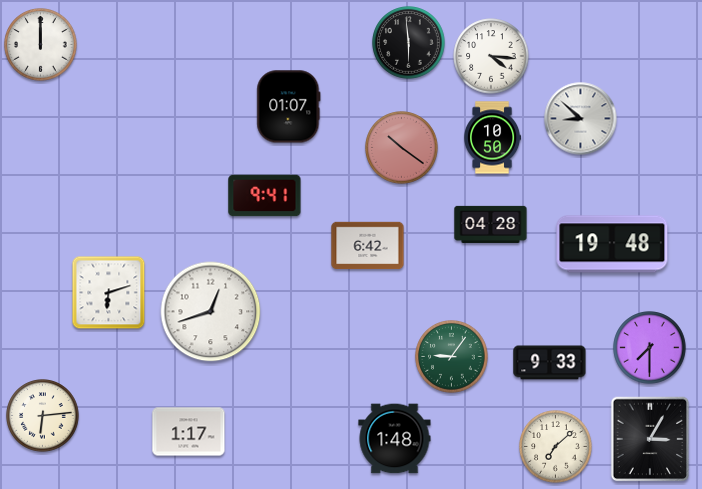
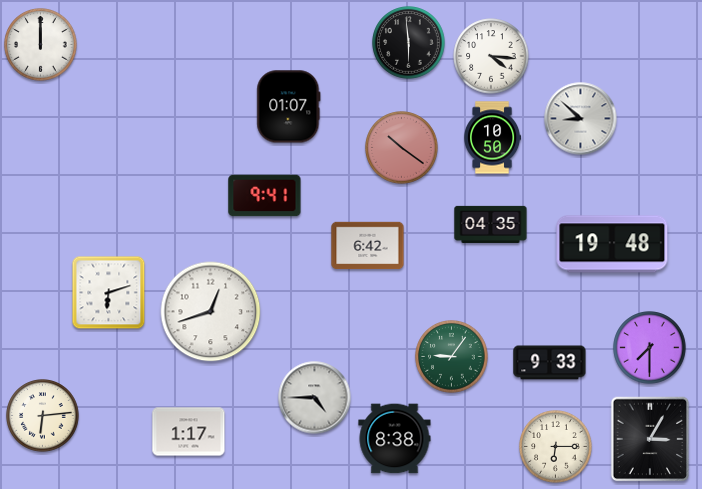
clock at (491, 224): 04:28 -> 04:35
clock at (315, 398): none -> 4:45
clock at (395, 439): 1:48 -> 8:38
clock at (556, 447): 7:08 -> 6:15
